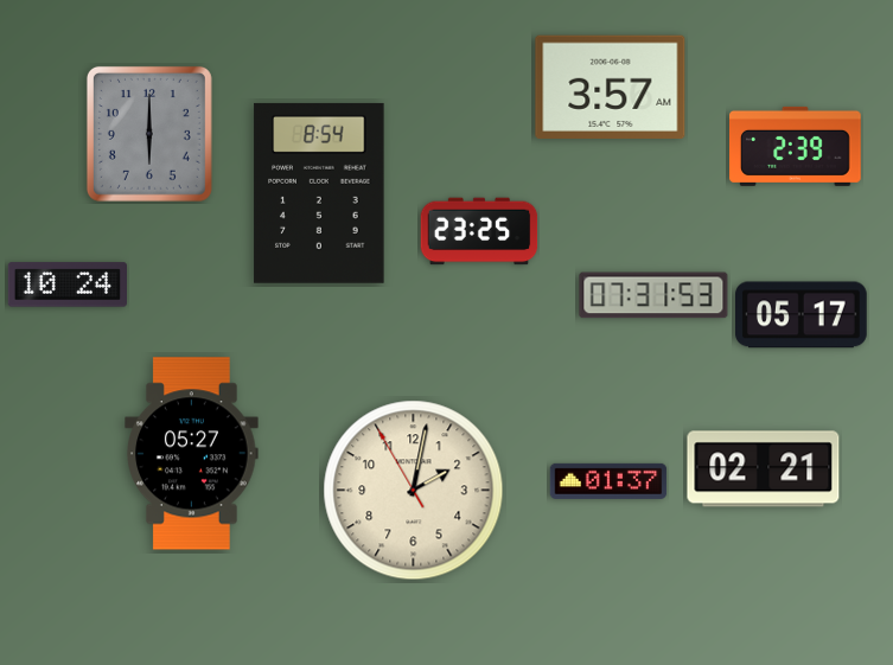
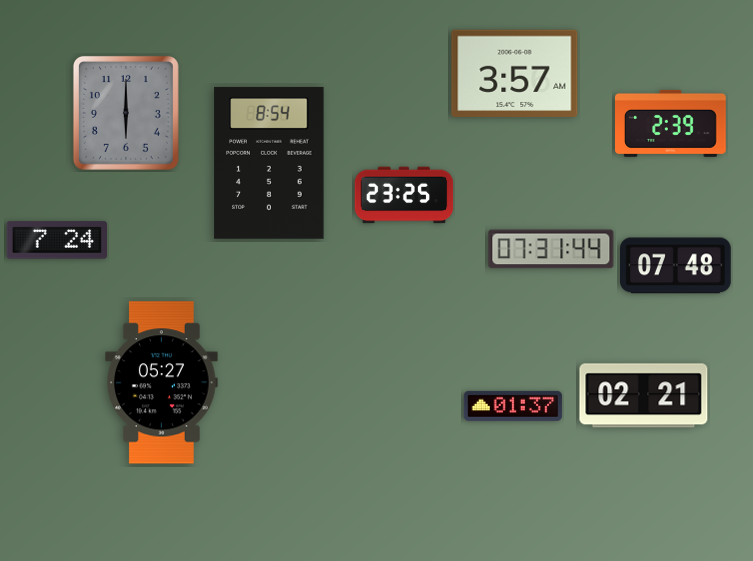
clock at (66, 284): 10:24 -> 7:24
clock at (653, 295): 07:31:53 -> 07:31:44
clock at (802, 315): 05:17 -> 07:48
clock at (414, 491): 2:01 -> none
